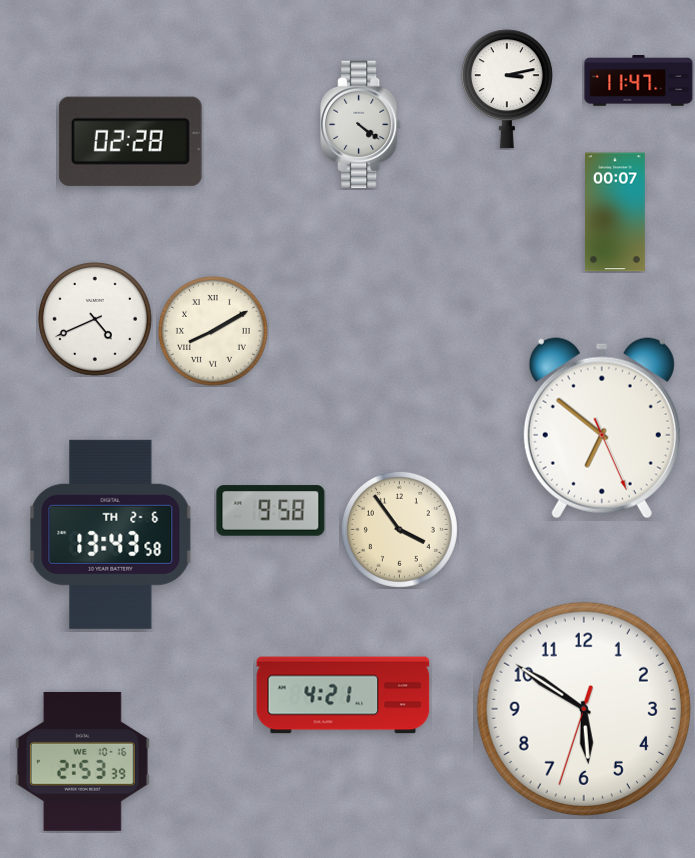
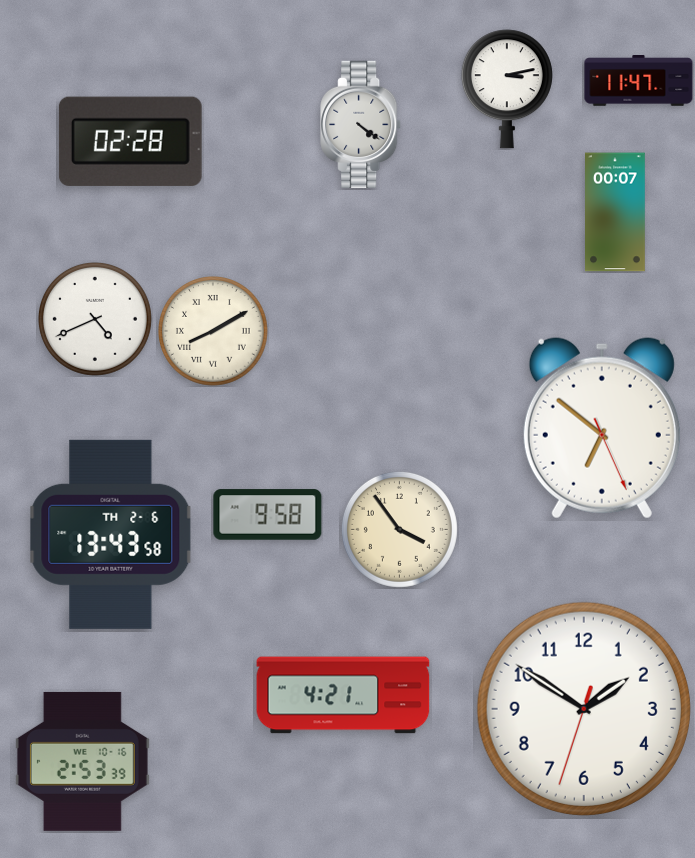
clock at (271, 511) position: (271, 511) -> (268, 515)
clock at (584, 709): 5:50 -> 1:50
